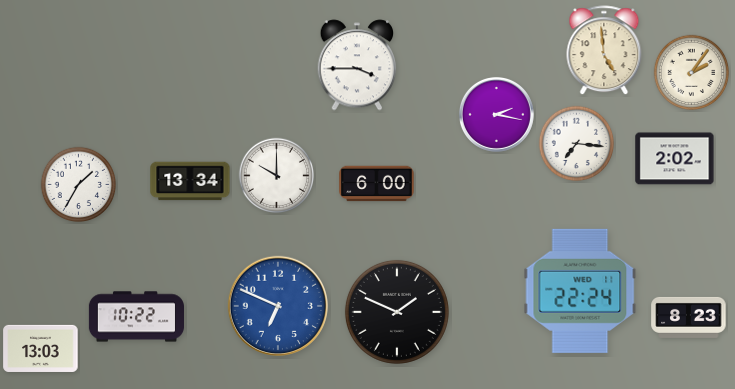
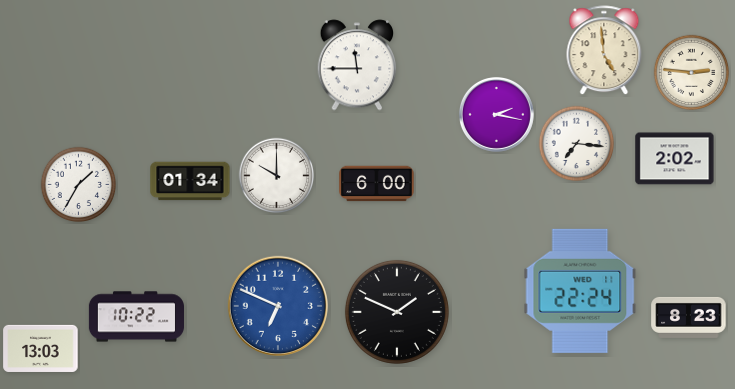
clock at (357, 65): 3:45 -> 11:45
clock at (692, 73): 2:06 -> 2:46
clock at (190, 181): 13:34 -> 01:34
